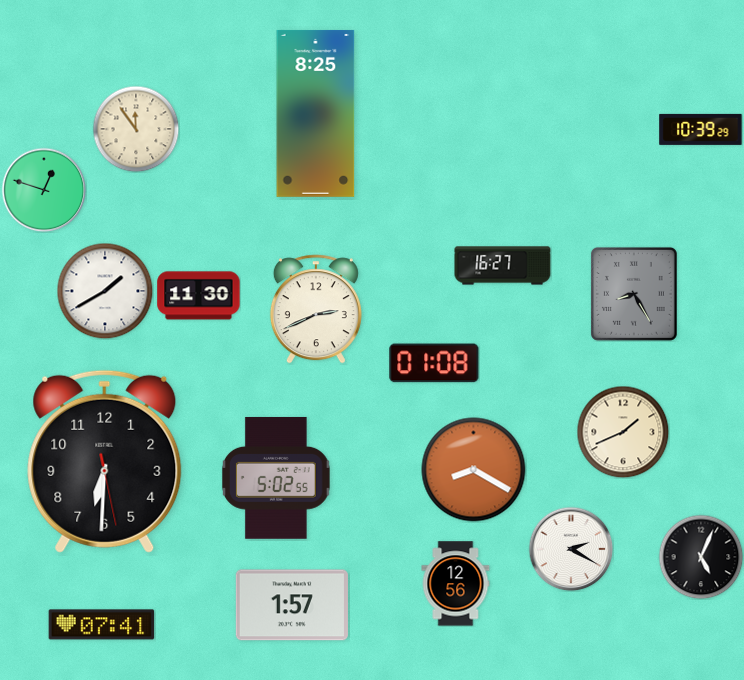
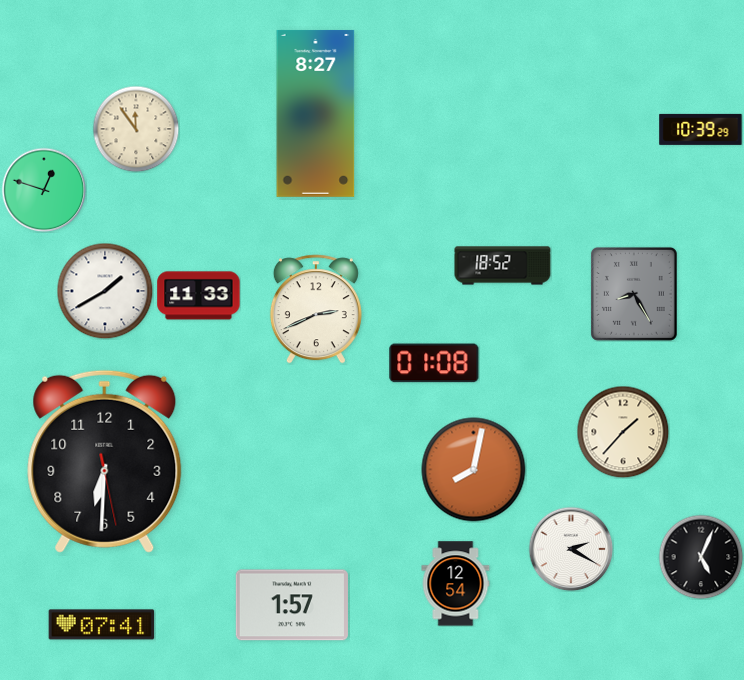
clock at (316, 113): 8:25 -> 8:27
clock at (503, 266): 16:27 -> 18:52
clock at (199, 296): 11:30 -> 11:33
clock at (623, 432): 1:41 -> 1:37
clock at (474, 470): 8:20 -> 8:02
clock at (276, 478): 5:02 -> none
clock at (456, 584): 12:56 -> 12:54
